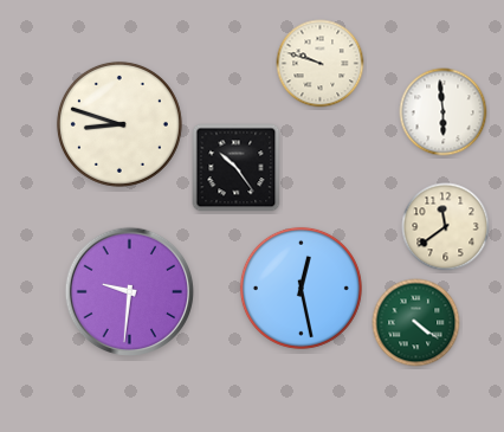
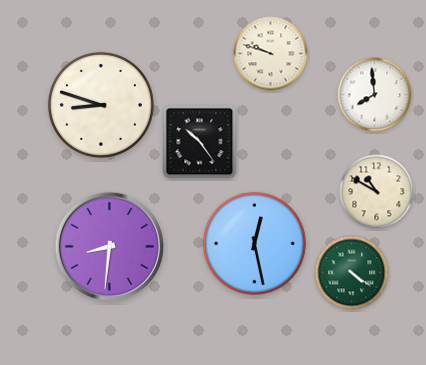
clock at (444, 112): 5:59 -> 7:59
clock at (446, 227): 11:39 -> 10:50
clock at (129, 291): 9:31 -> 8:31
